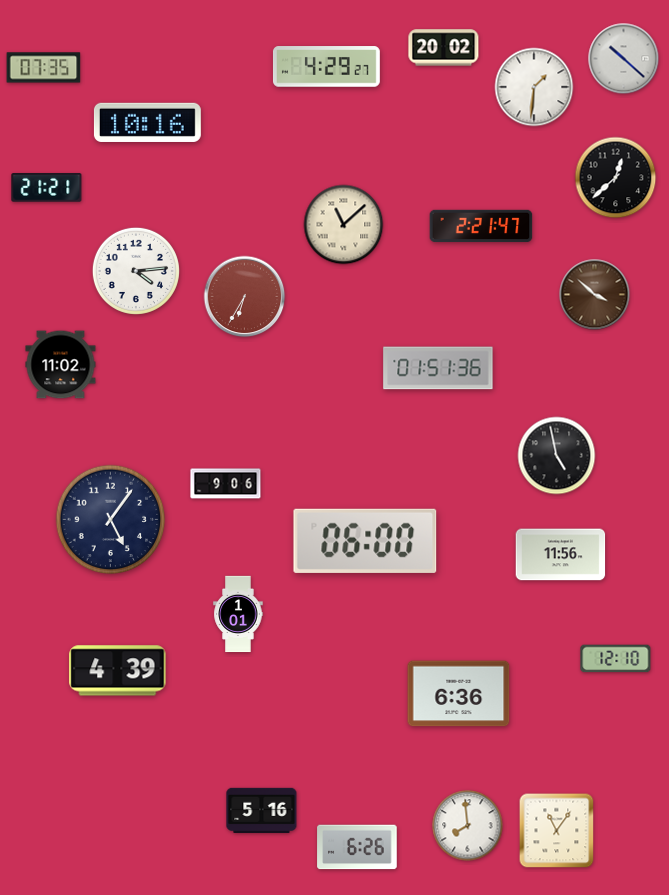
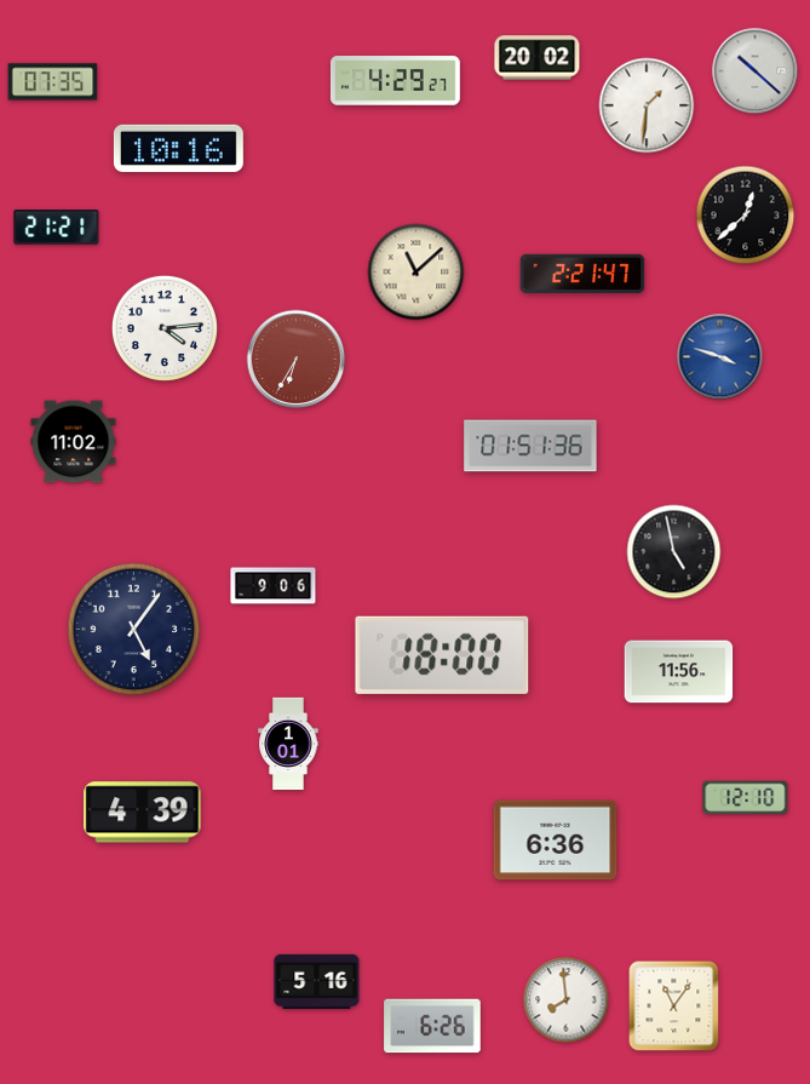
clock at (595, 295): 3:52 -> 3:48
clock at (595, 295) dial: brown -> blue
clock at (365, 541): 06:00 -> 18:00
